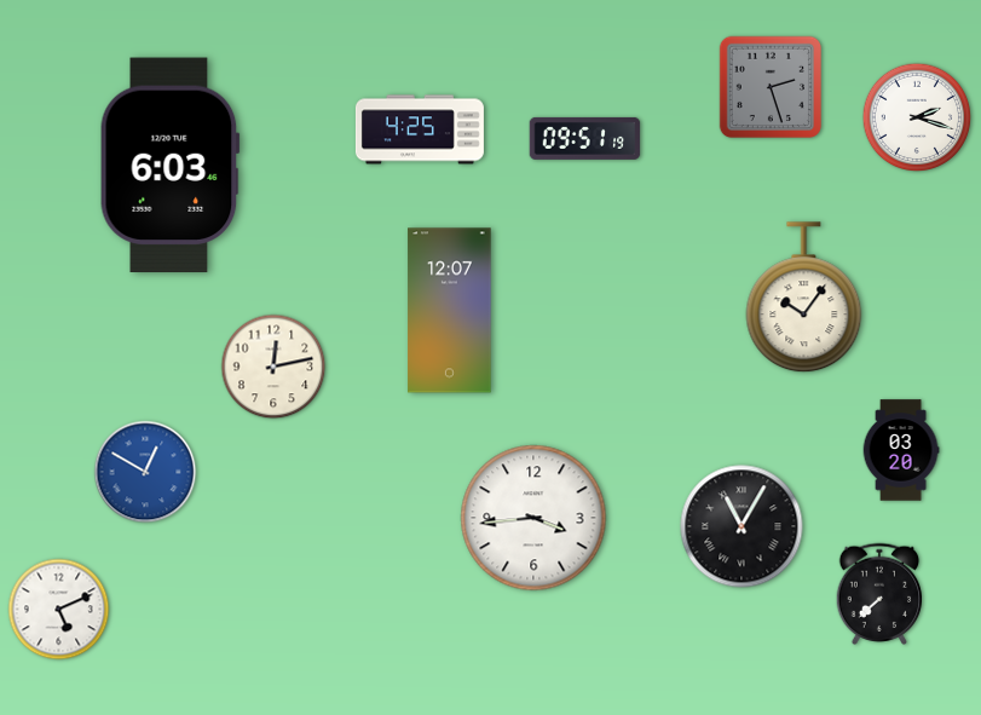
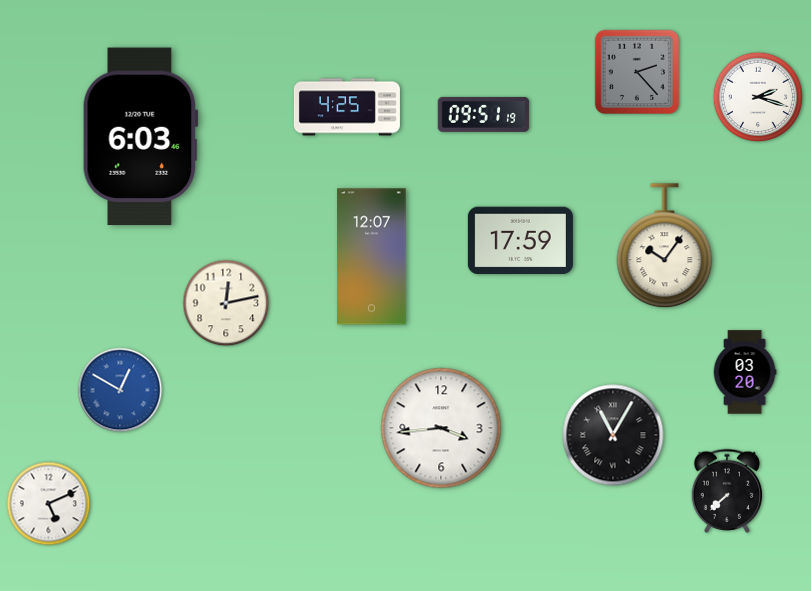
clock at (769, 86): 2:27 -> 2:23
clock at (520, 241): none -> 17:59
